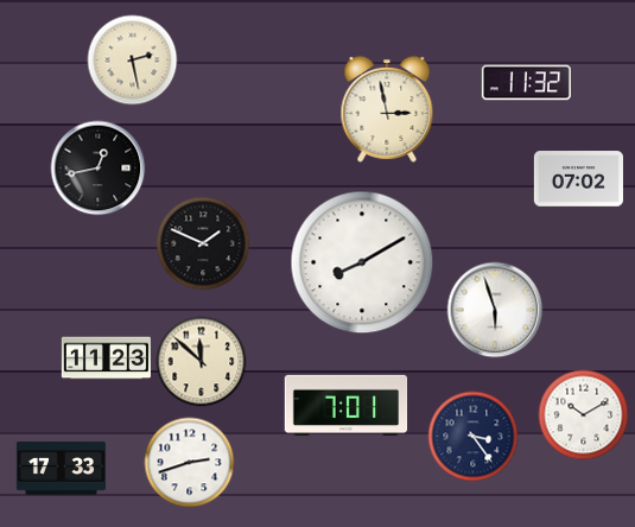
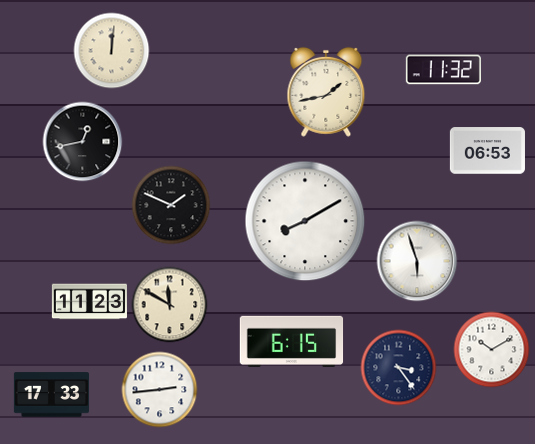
clock at (133, 61): 2:28 -> 12:01
clock at (387, 109): 2:58 -> 1:43
clock at (578, 179): 07:02 -> 06:53
clock at (202, 362): 11:52 -> 11:50
clock at (347, 405): 7:01 -> 6:15
clock at (190, 463): 2:42 -> 2:44
